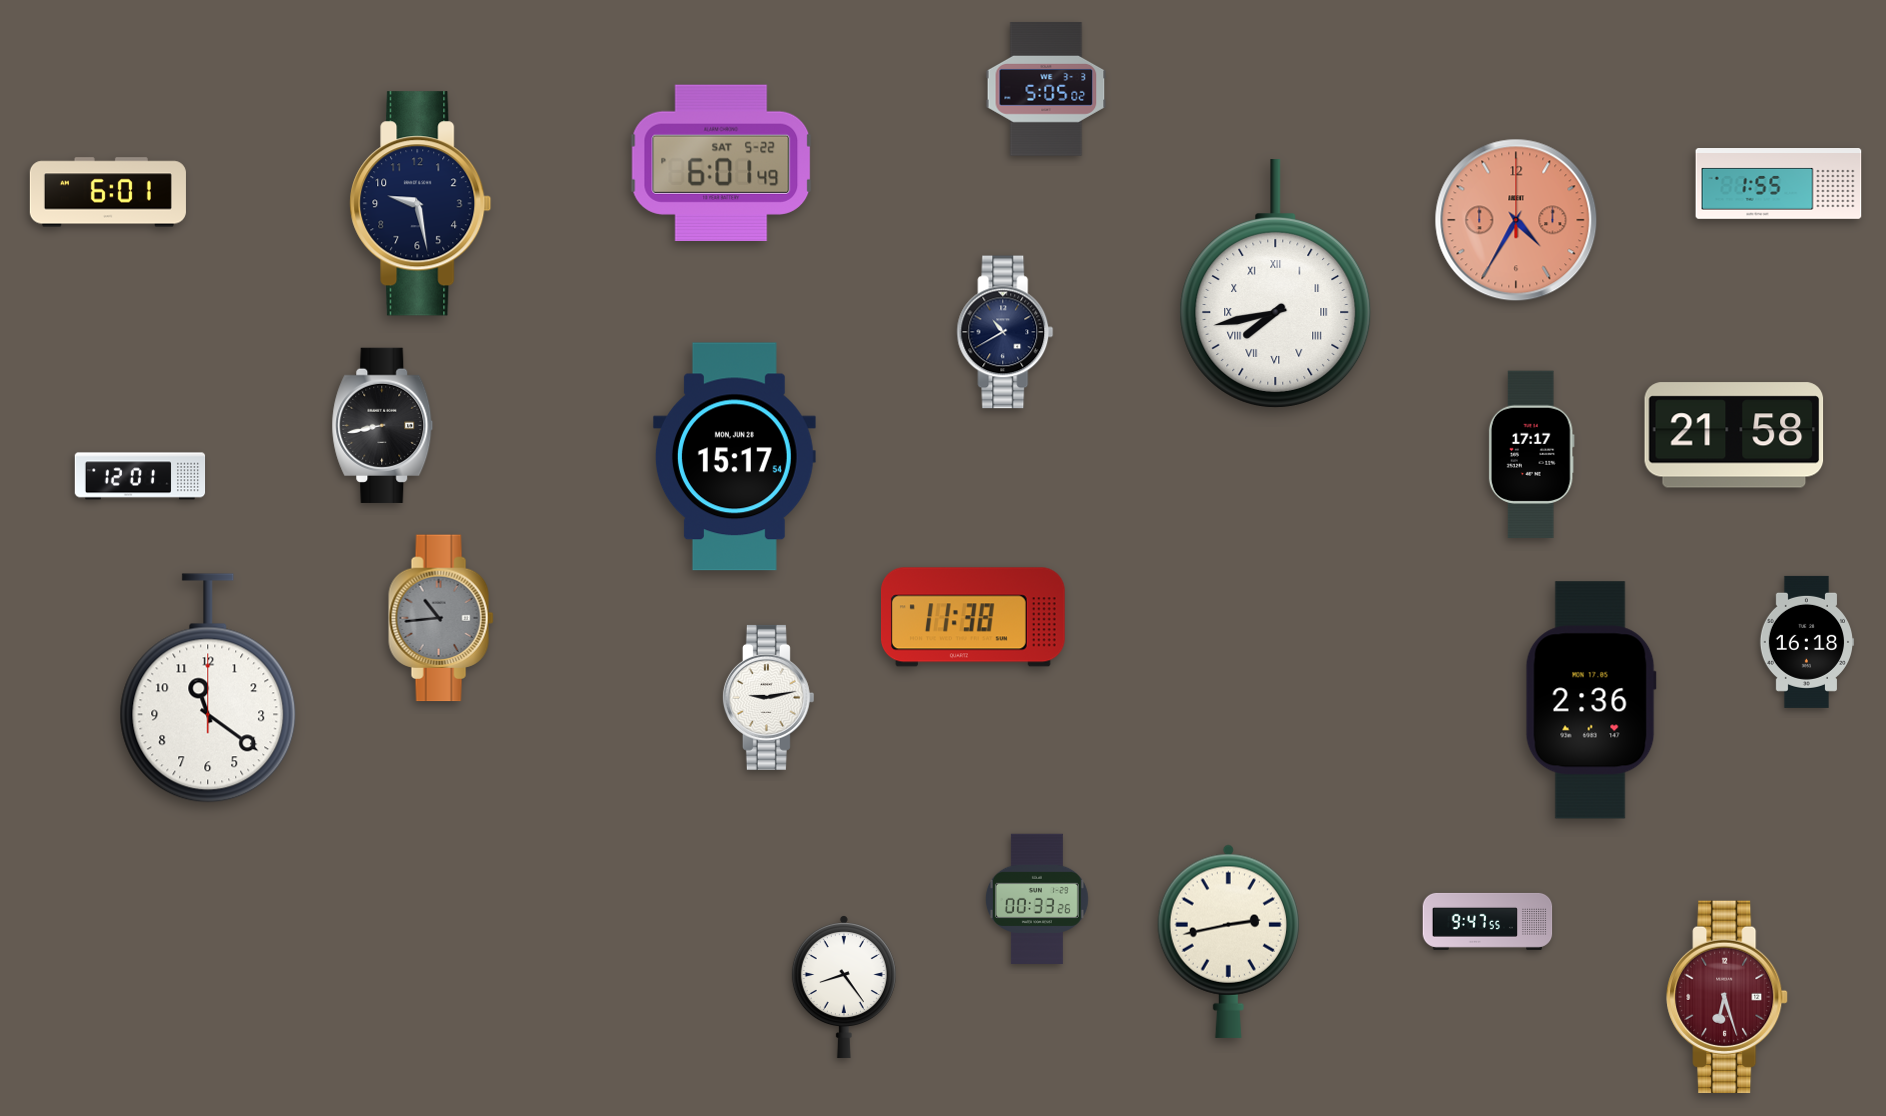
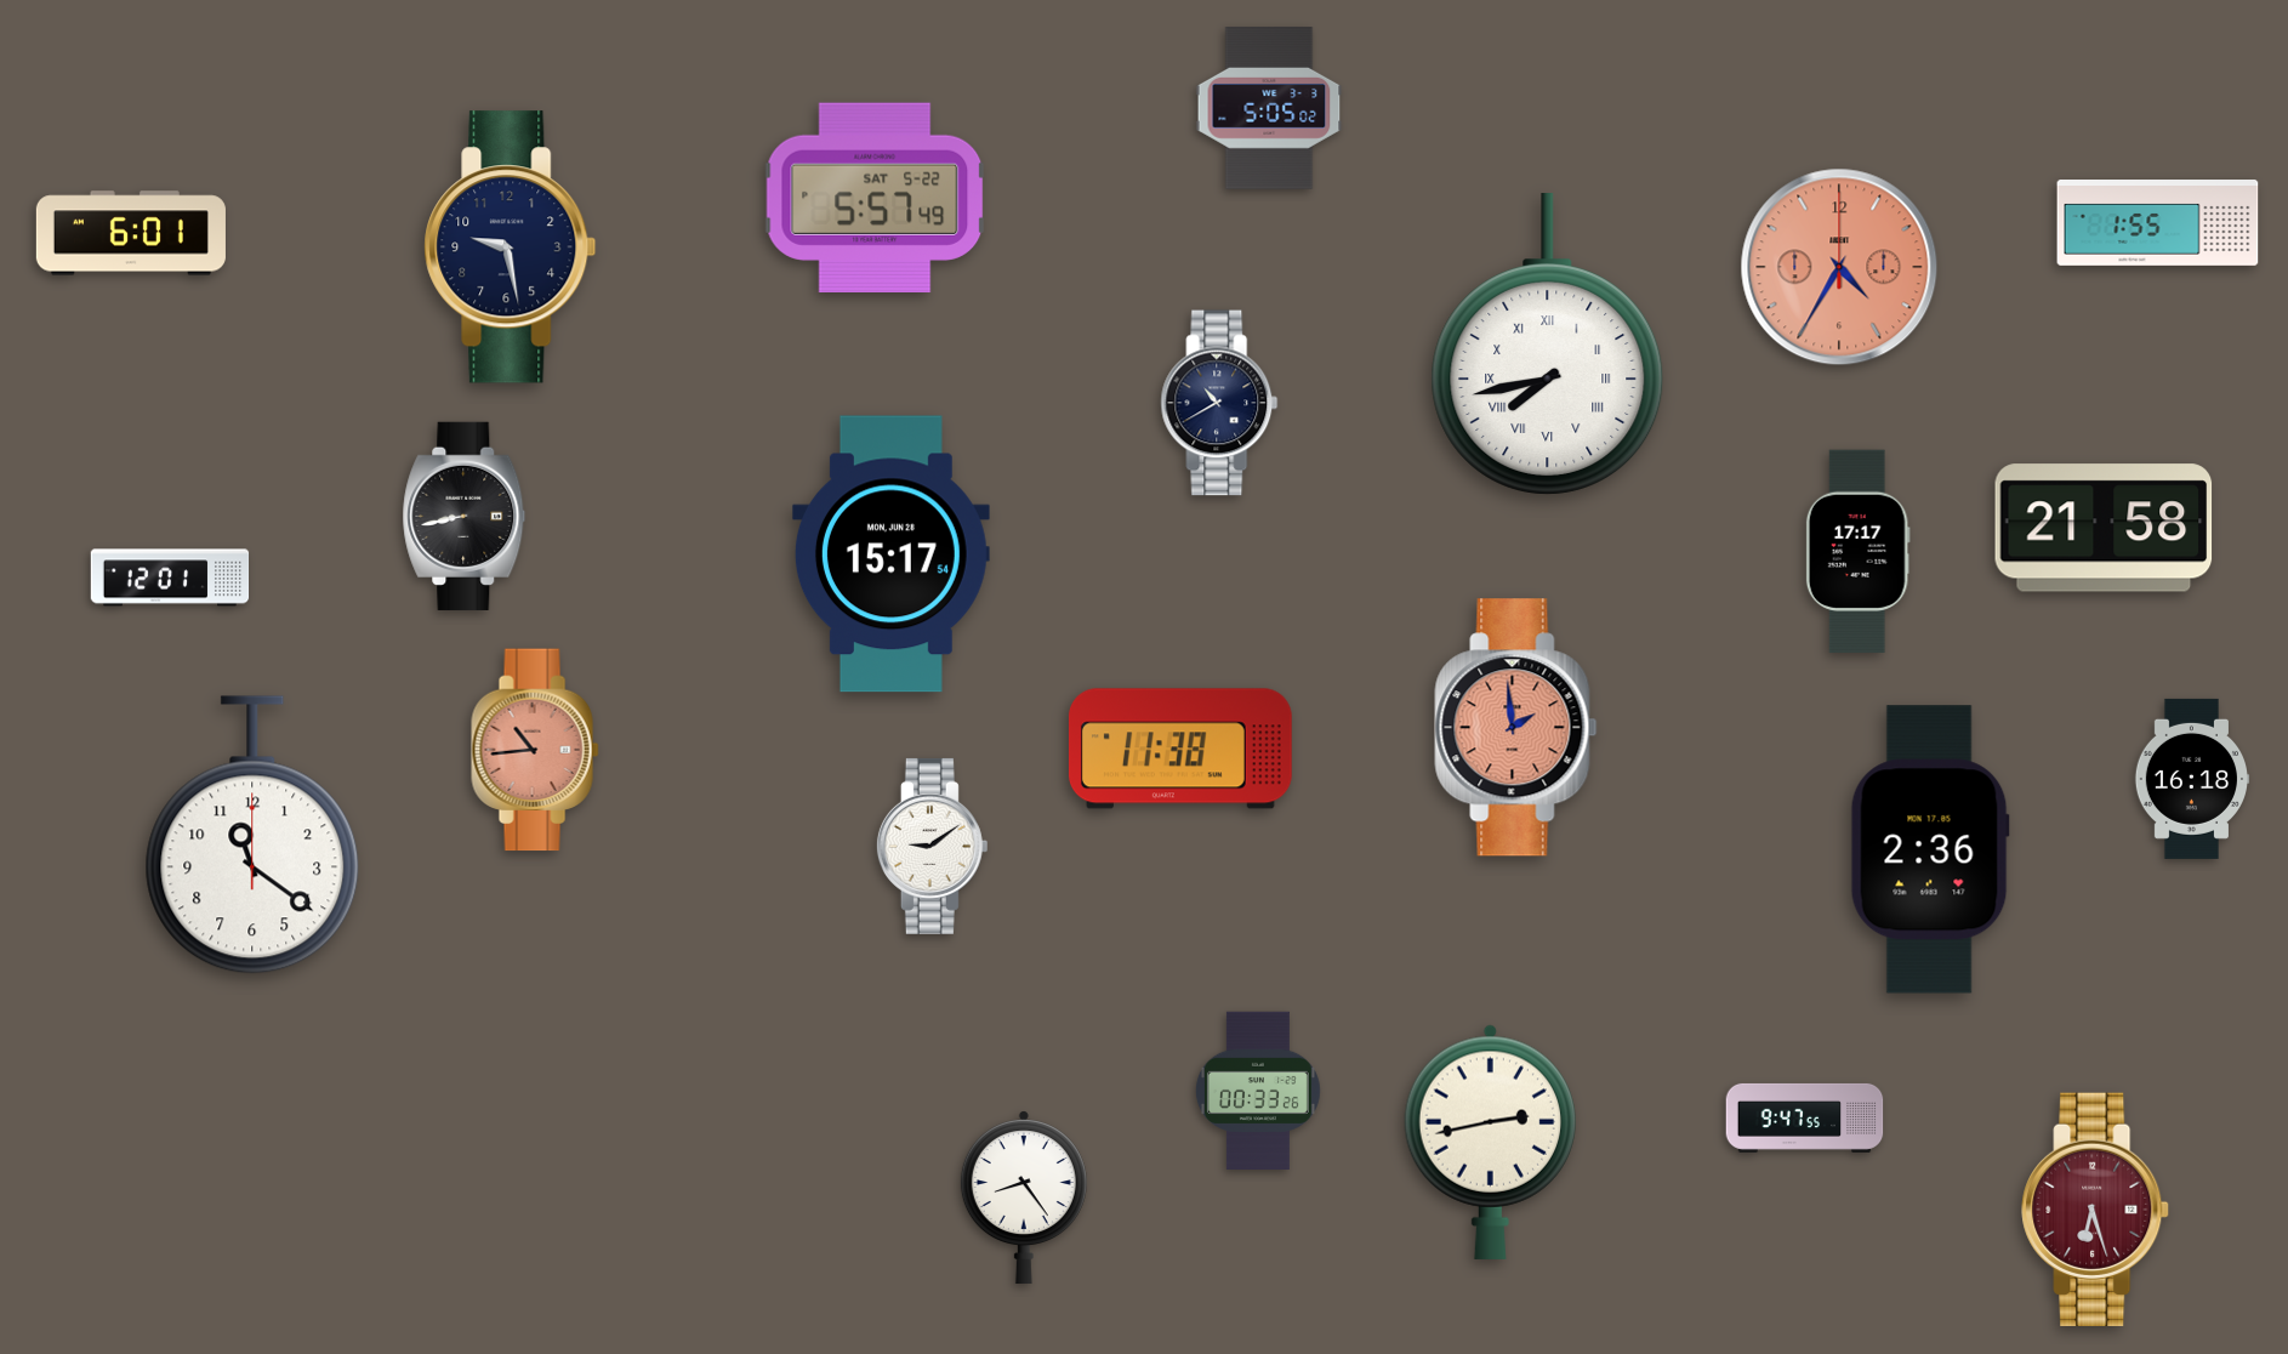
clock at (721, 163): 6:01 -> 5:57
clock at (1516, 728): none -> 1:59
clock at (441, 618) dial: grey -> salmon
clock at (768, 697): 9:13 -> 9:09
